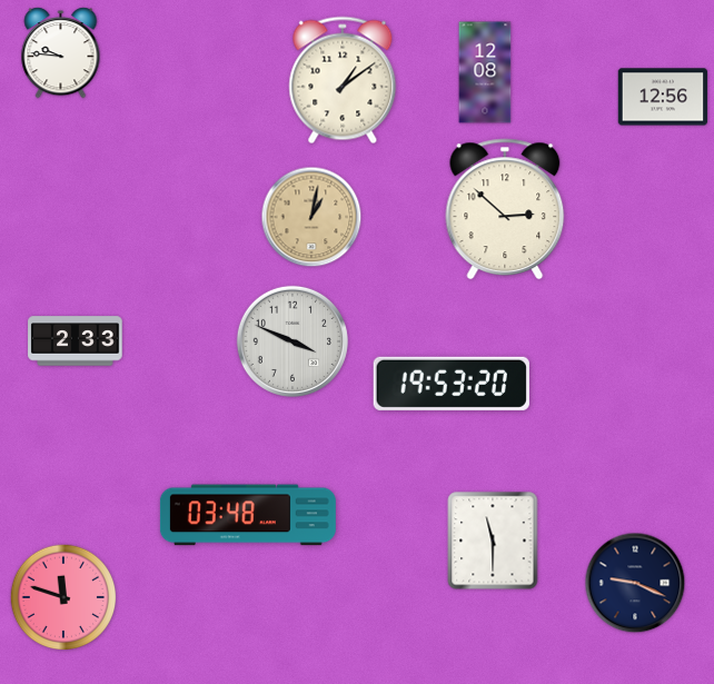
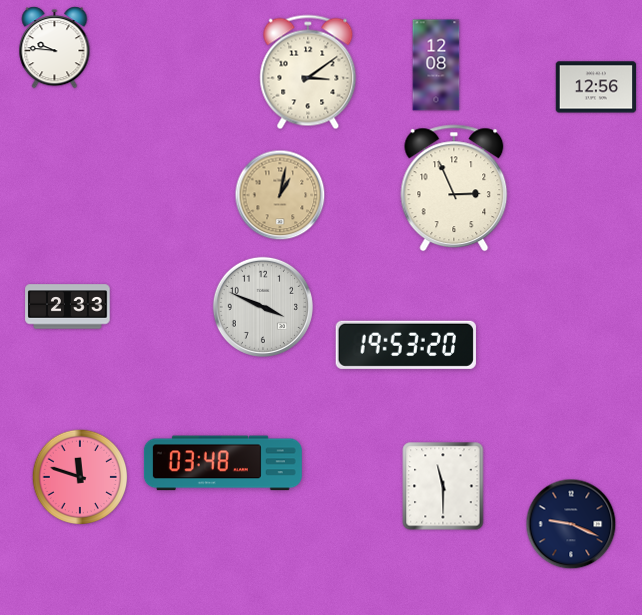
clock at (343, 80): 1:09 -> 3:09
clock at (505, 209): 2:52 -> 2:56
clock at (63, 597) position: (63, 597) -> (80, 477)
